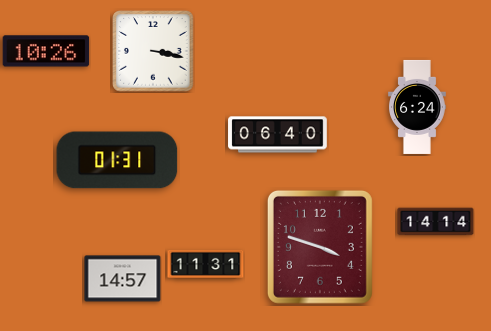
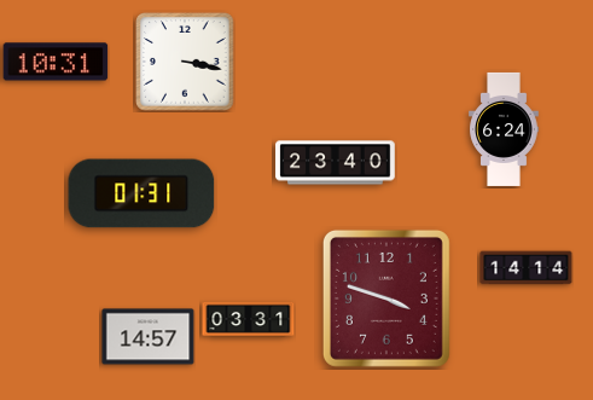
clock at (46, 51): 10:26 -> 10:31
clock at (278, 135): 06:40 -> 23:40
clock at (206, 264): 11:31 -> 03:31
